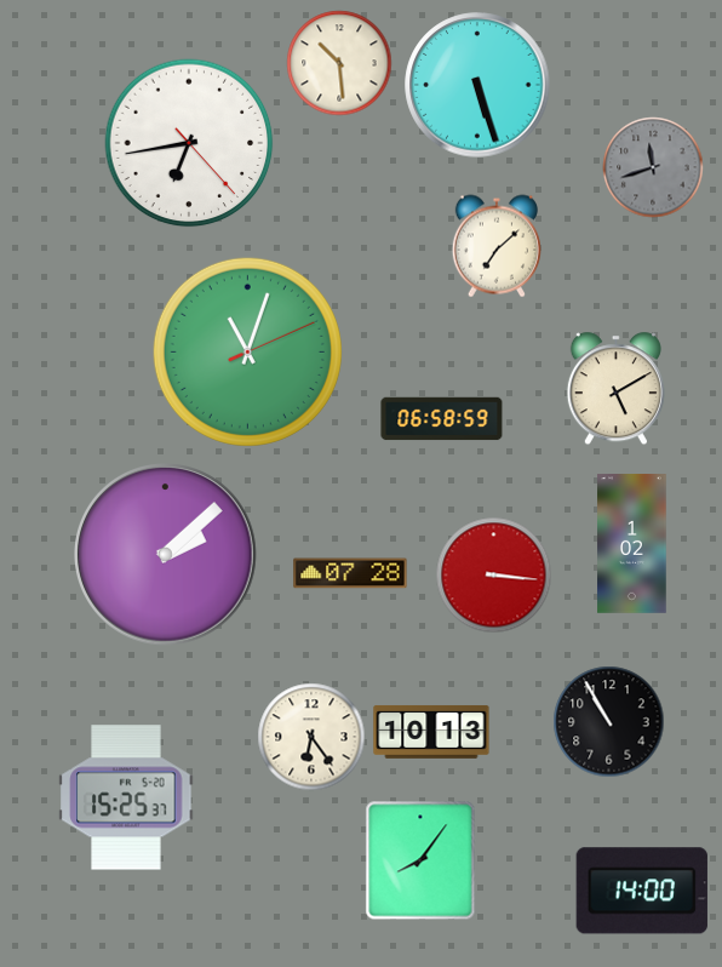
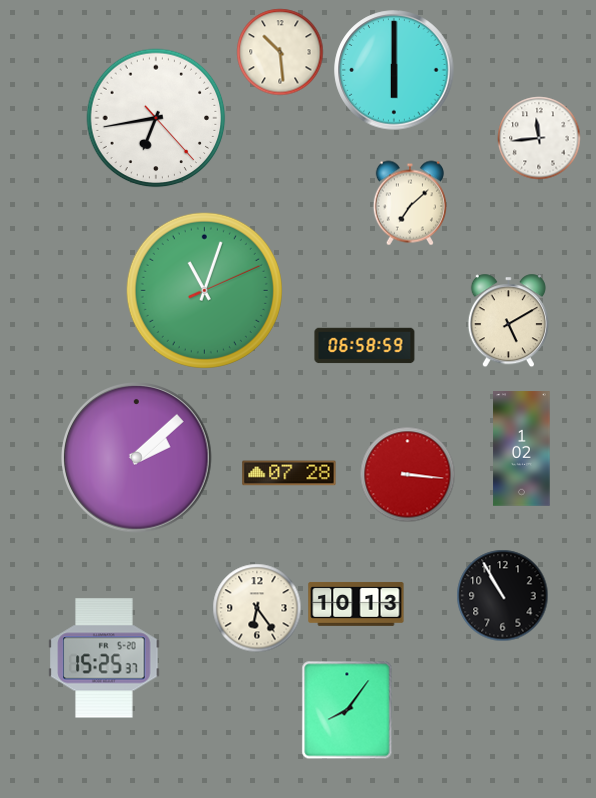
clock at (477, 85): 5:27 -> 6:00
clock at (653, 167): 11:42 -> 11:44
clock at (653, 167) dial: grey -> white
clock at (642, 891): 14:00 -> none
